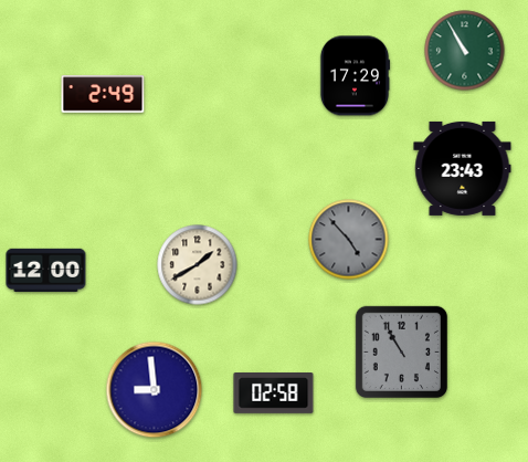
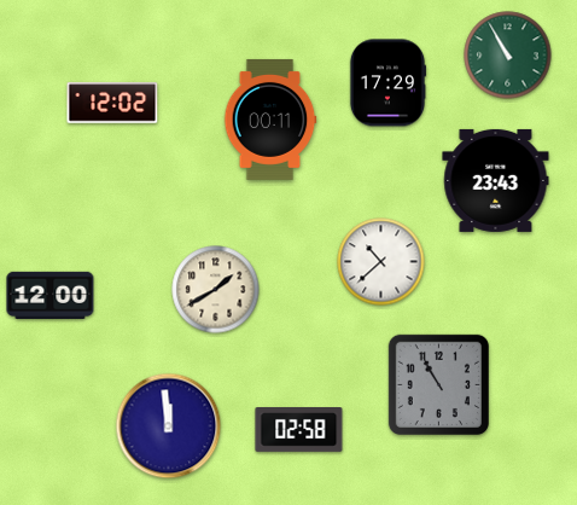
clock at (103, 94): 2:49 -> 12:02
clock at (270, 120): none -> 00:11
clock at (463, 168) position: (463, 168) -> (496, 180)
clock at (349, 240): 4:53 -> 10:38
clock at (349, 240) dial: grey -> white
clock at (155, 390): 8:59 -> 11:59
